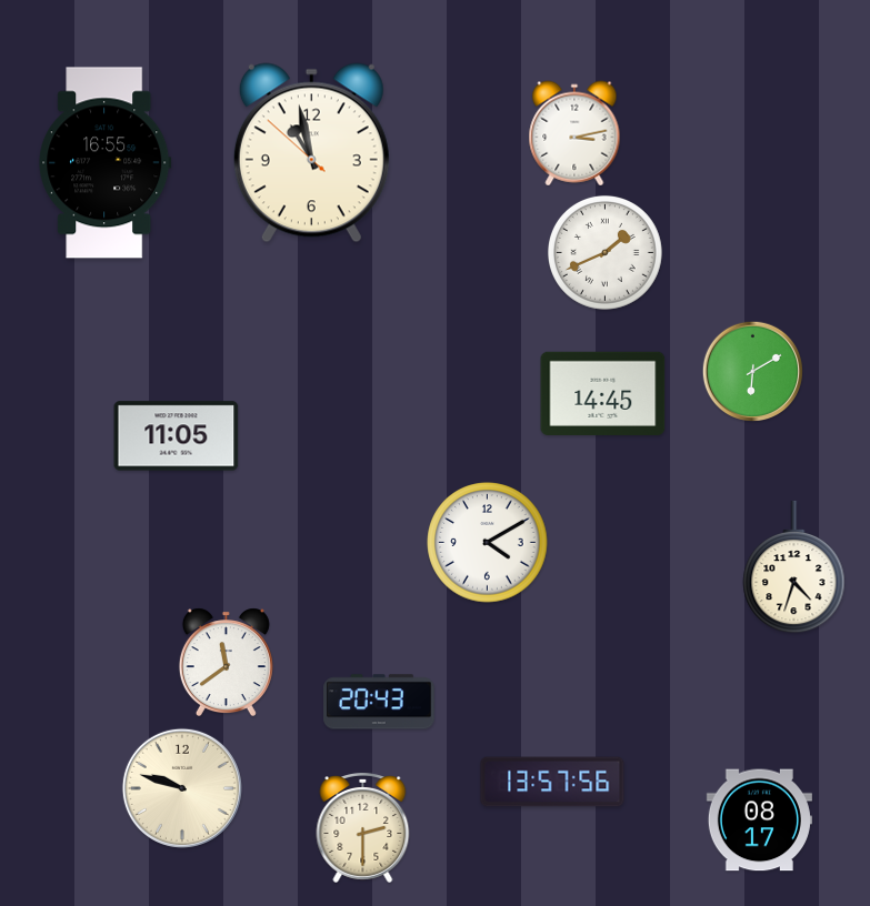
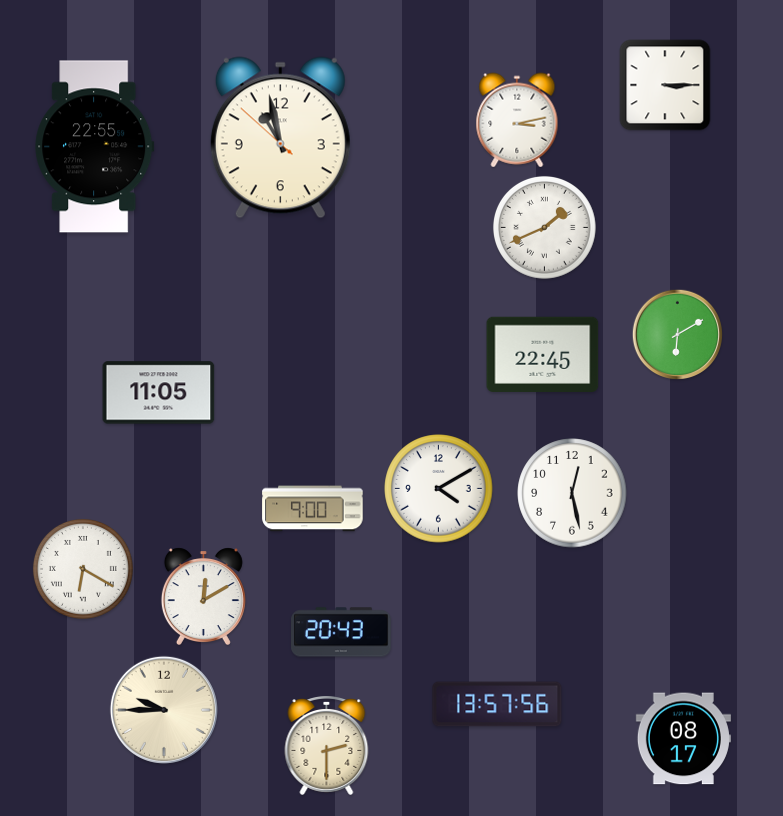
clock at (665, 85): none -> 3:15
clock at (106, 163): 16:55 -> 22:55
clock at (603, 393): 14:45 -> 22:45
clock at (572, 493): none -> 12:28
clock at (313, 509): none -> 9:00
clock at (794, 567): 4:33 -> none
clock at (83, 569): none -> 6:20
clock at (226, 662): 11:39 -> 12:10
clock at (182, 788): 9:48 -> 9:45
